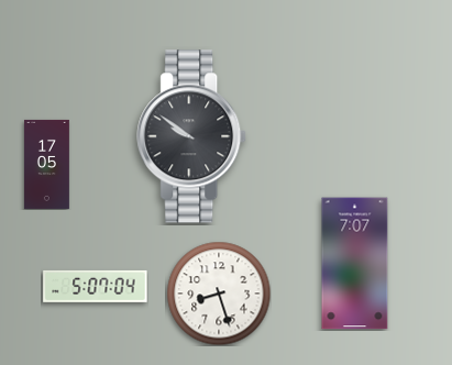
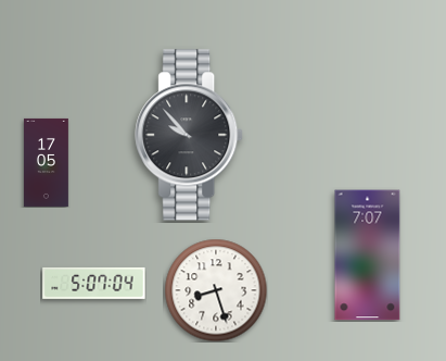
clock at (192, 136): 9:51 -> 9:53
clock at (355, 264) position: (355, 264) -> (368, 256)
